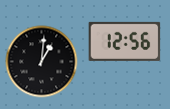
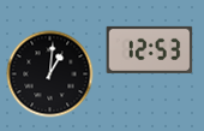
clock at (125, 41): 12:56 -> 12:53
